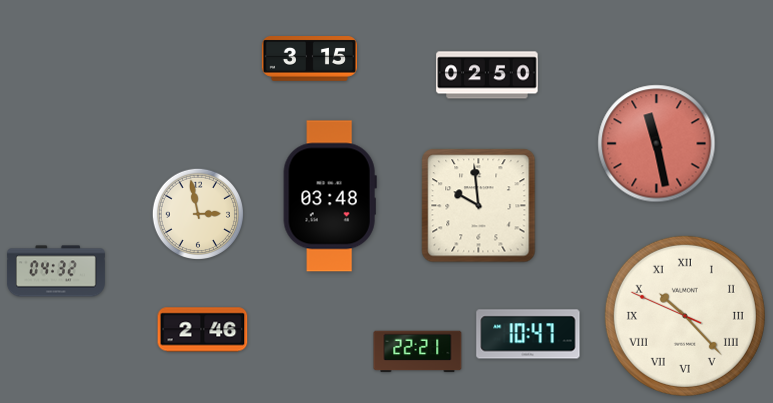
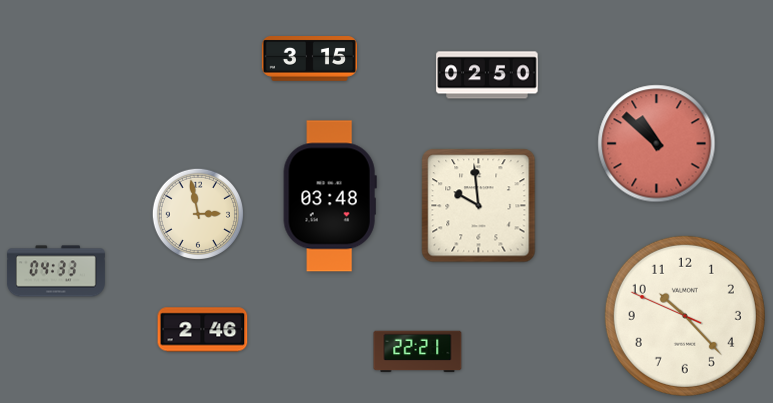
clock at (657, 144): 11:28 -> 10:52
clock at (57, 271): 04:32 -> 04:33
clock at (685, 316) numerals: Roman -> Arabic
clock at (528, 334): 10:47 -> none
